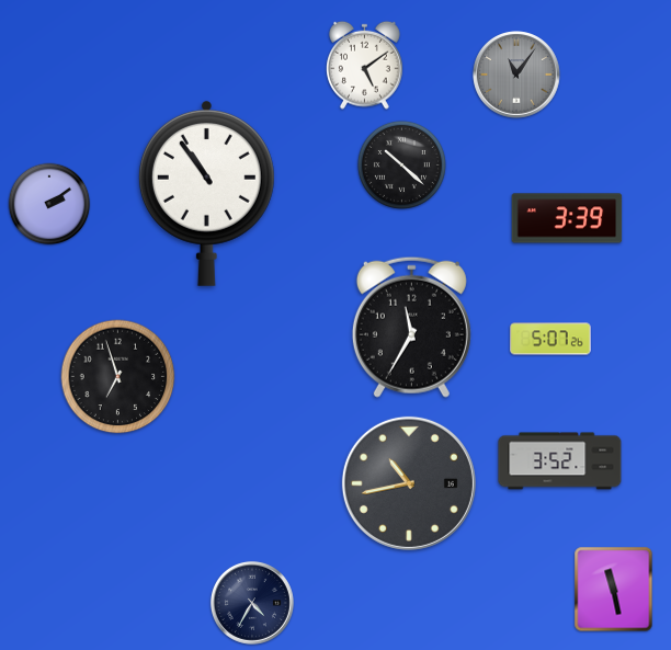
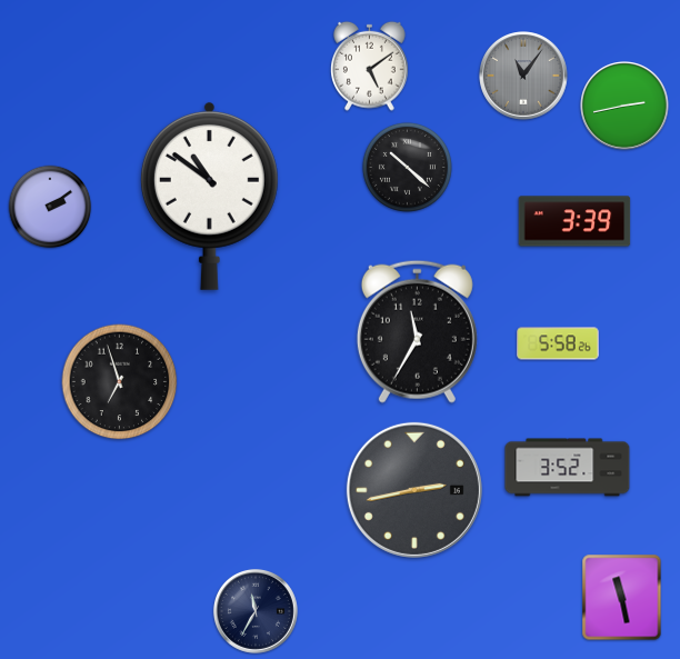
clock at (624, 106): none -> 2:43
clock at (206, 193): 10:54 -> 10:51
clock at (550, 339): 5:07 -> 5:58
clock at (409, 483): 10:43 -> 2:43
clock at (252, 603): 4:35 -> 11:35
